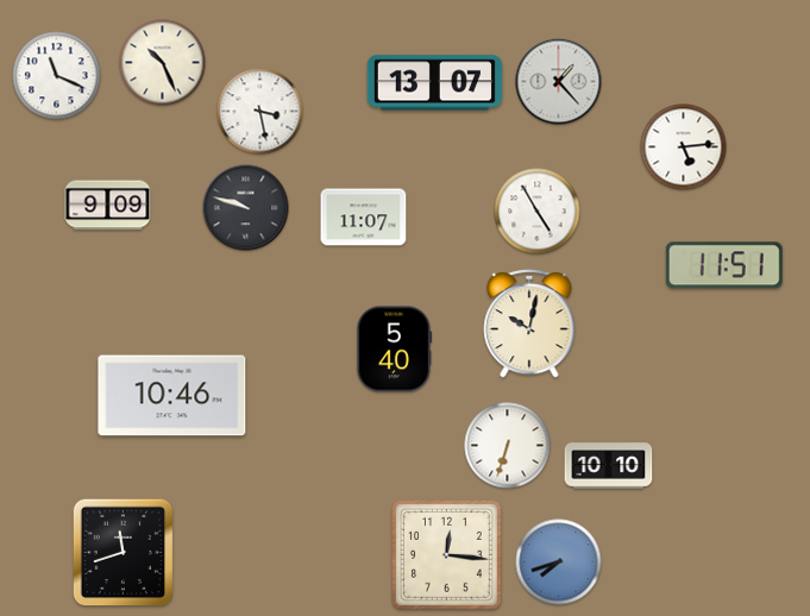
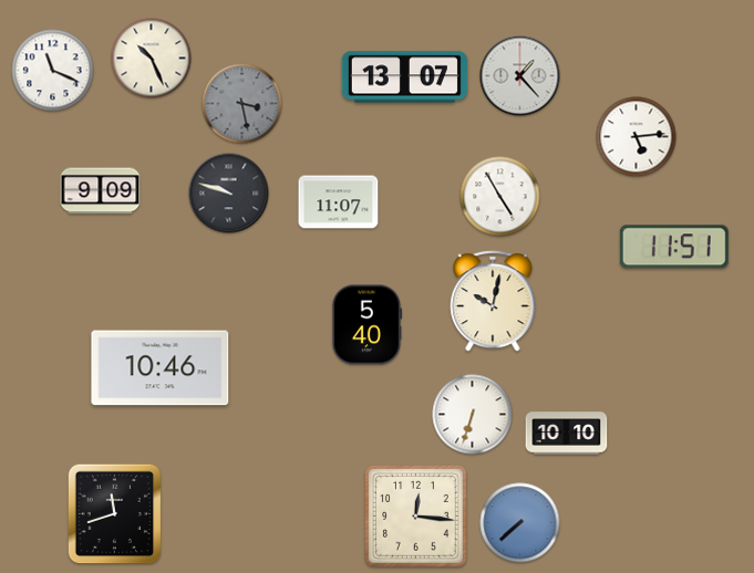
clock at (260, 112) dial: white -> grey
clock at (559, 562): 7:42 -> 7:38
